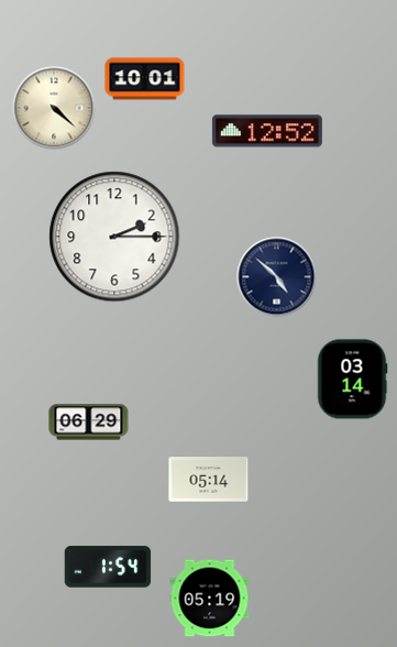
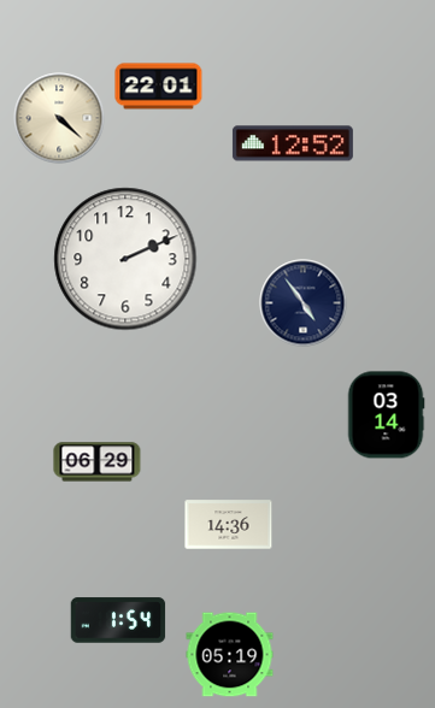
clock at (145, 79): 10:01 -> 22:01
clock at (114, 237): 2:15 -> 2:11
clock at (277, 277): 4:52 -> 4:54
clock at (209, 480): 05:14 -> 14:36
